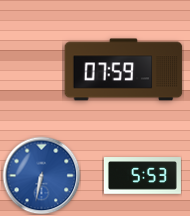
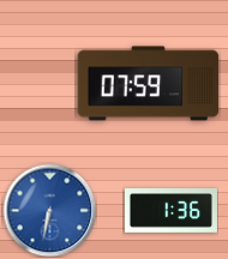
clock at (142, 176): 5:53 -> 1:36
